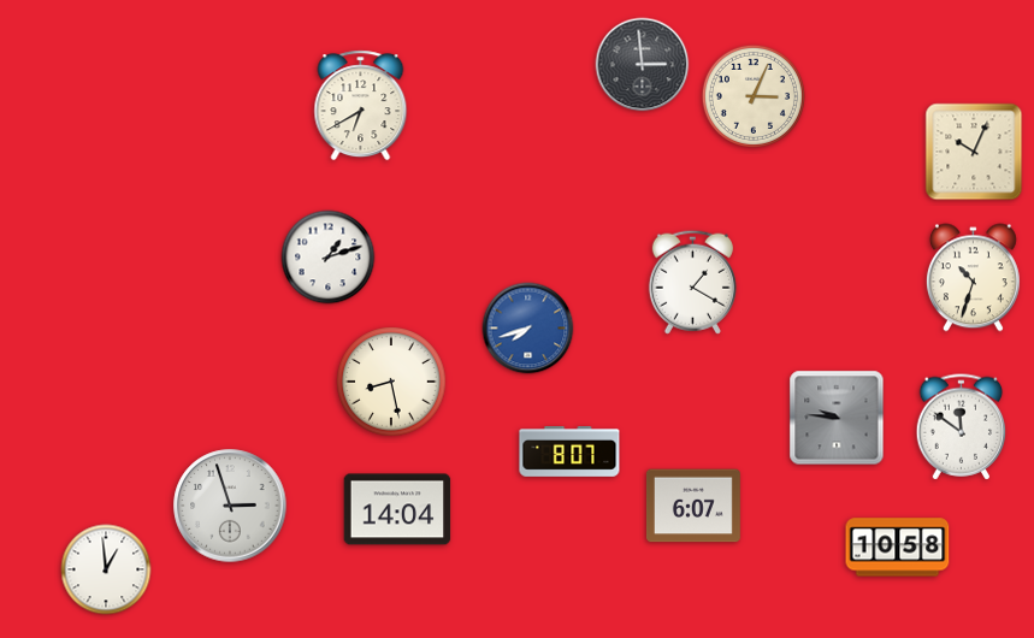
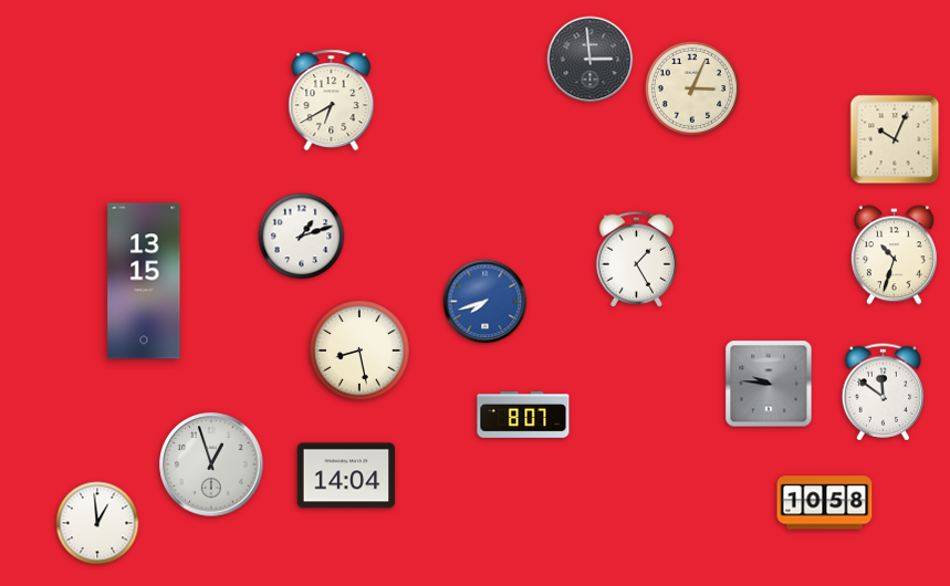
clock at (361, 106) position: (361, 106) -> (332, 101)
clock at (692, 282): 1:20 -> 1:25
clock at (144, 281): none -> 13:15
clock at (230, 506): 2:57 -> 12:57
clock at (693, 506): 6:07 -> none
clock at (397, 509) position: (397, 509) -> (346, 475)
